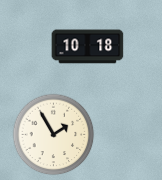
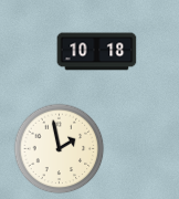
clock at (54, 135): 1:55 -> 1:58
